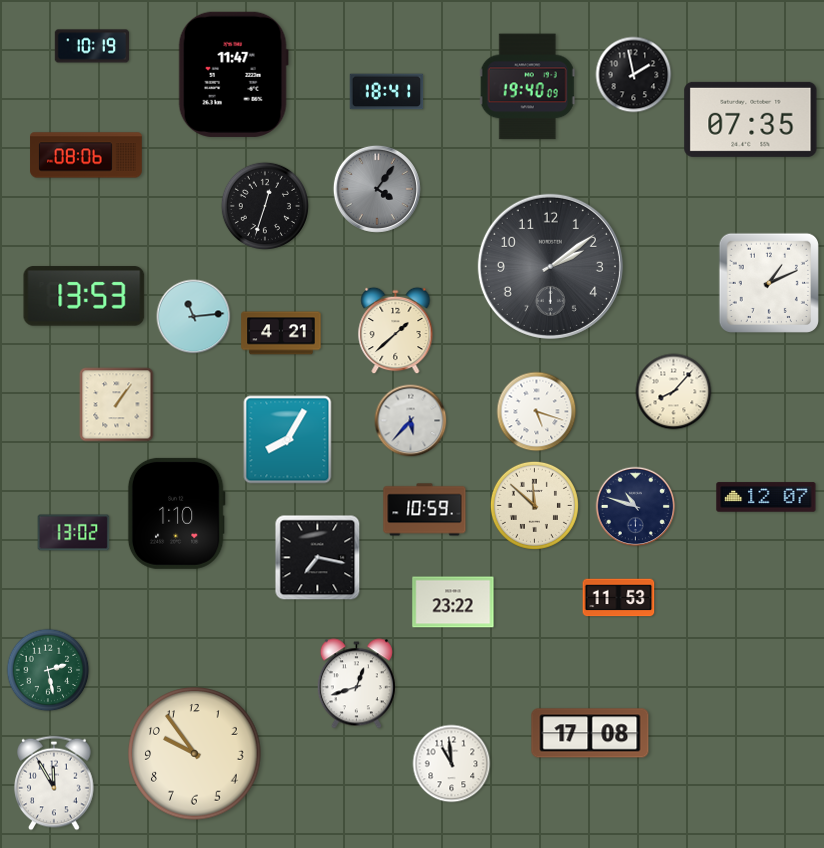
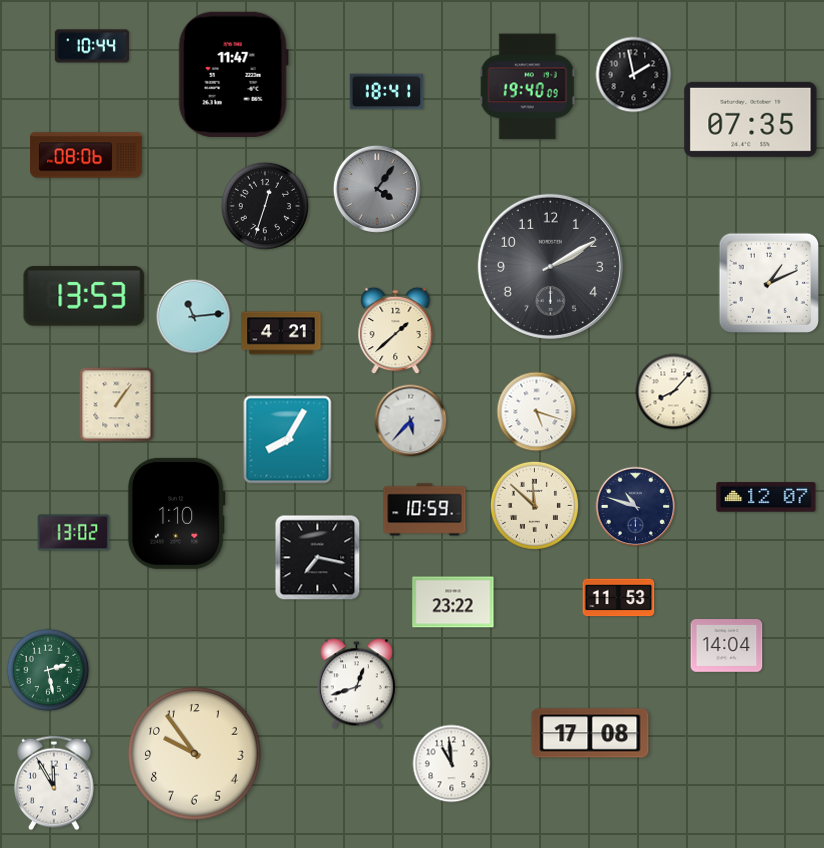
clock at (92, 46): 10:19 -> 10:44
clock at (550, 266): 2:09 -> 2:10
clock at (727, 646): none -> 14:04
